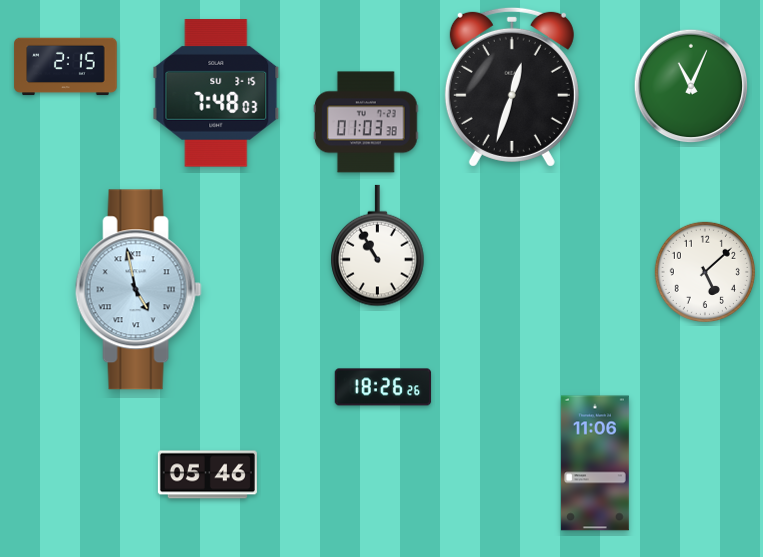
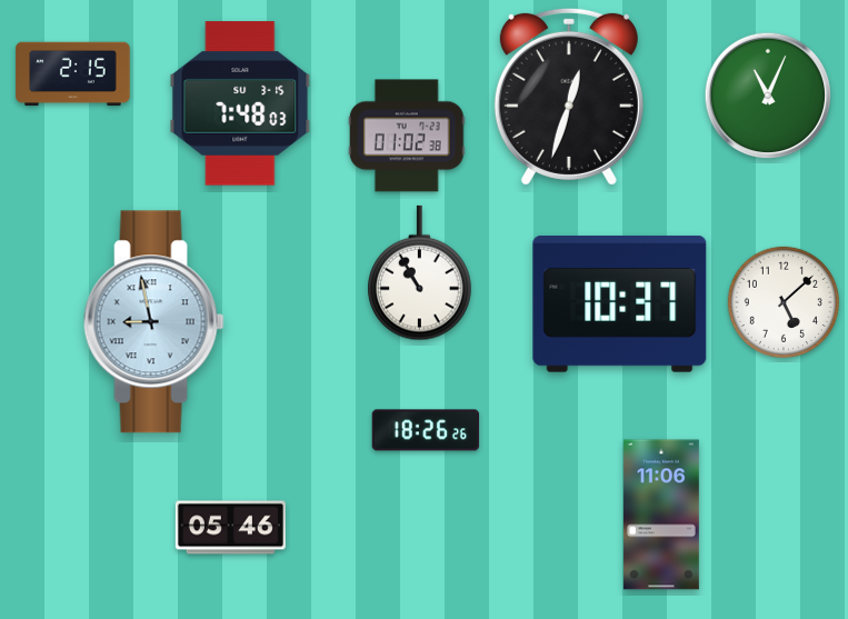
clock at (366, 122): 01:03 -> 01:02
clock at (620, 303): none -> 10:37
clock at (138, 290): 4:58 -> 8:58
